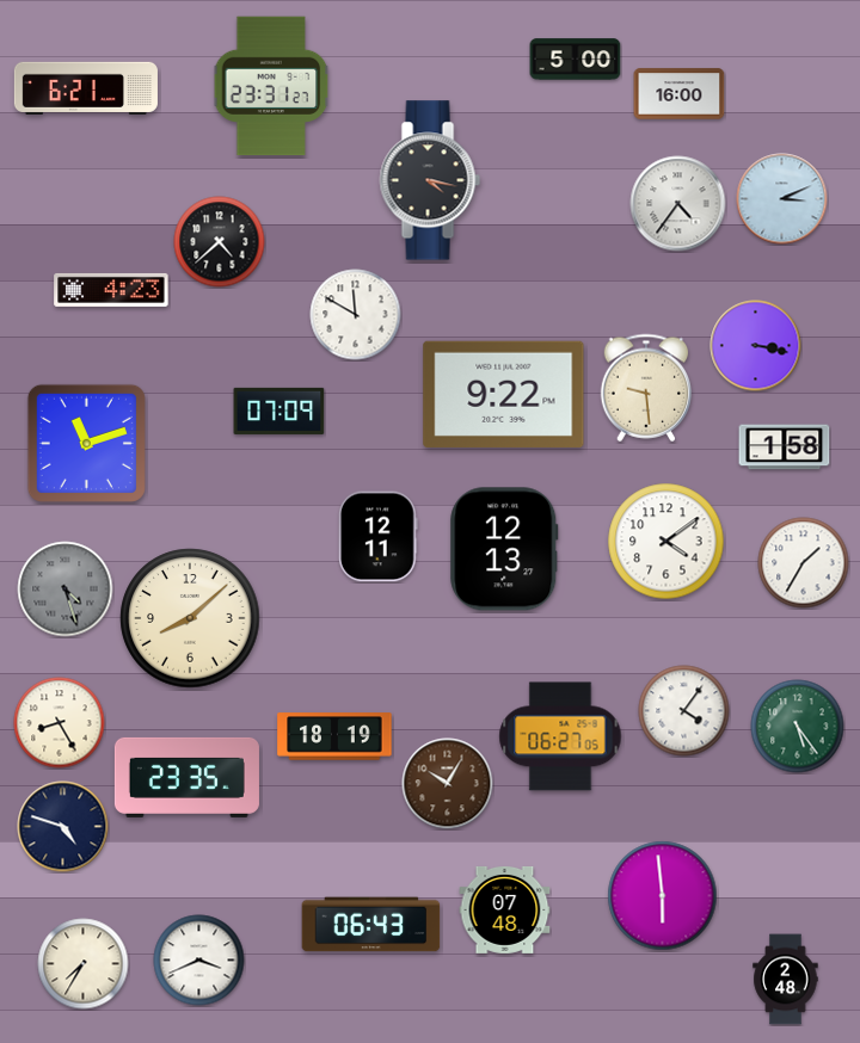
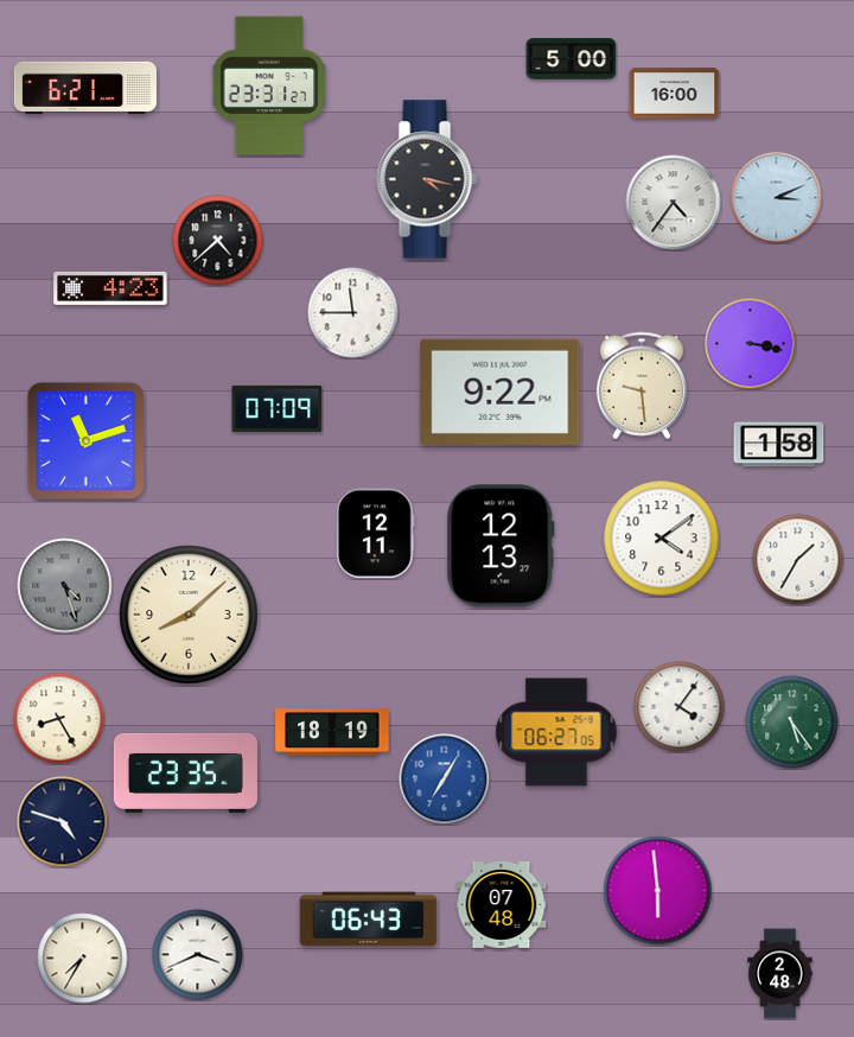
clock at (356, 315): 11:50 -> 11:45
clock at (448, 784): 10:05 -> 7:05
clock at (448, 784) dial: brown -> blue
